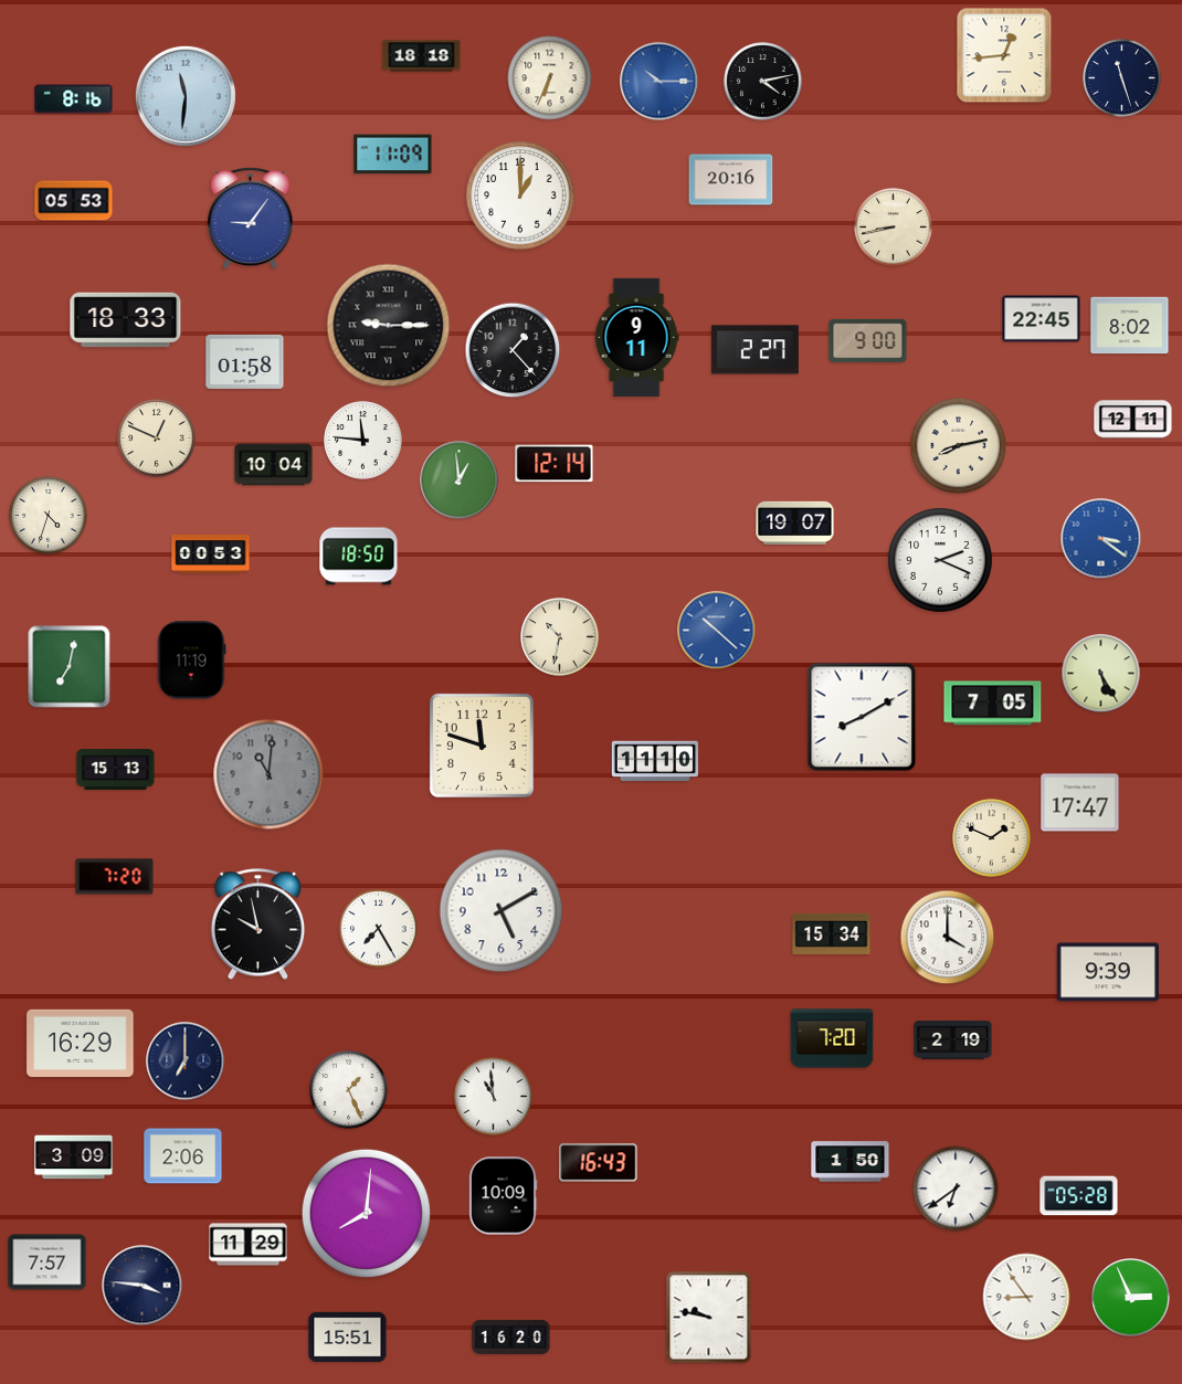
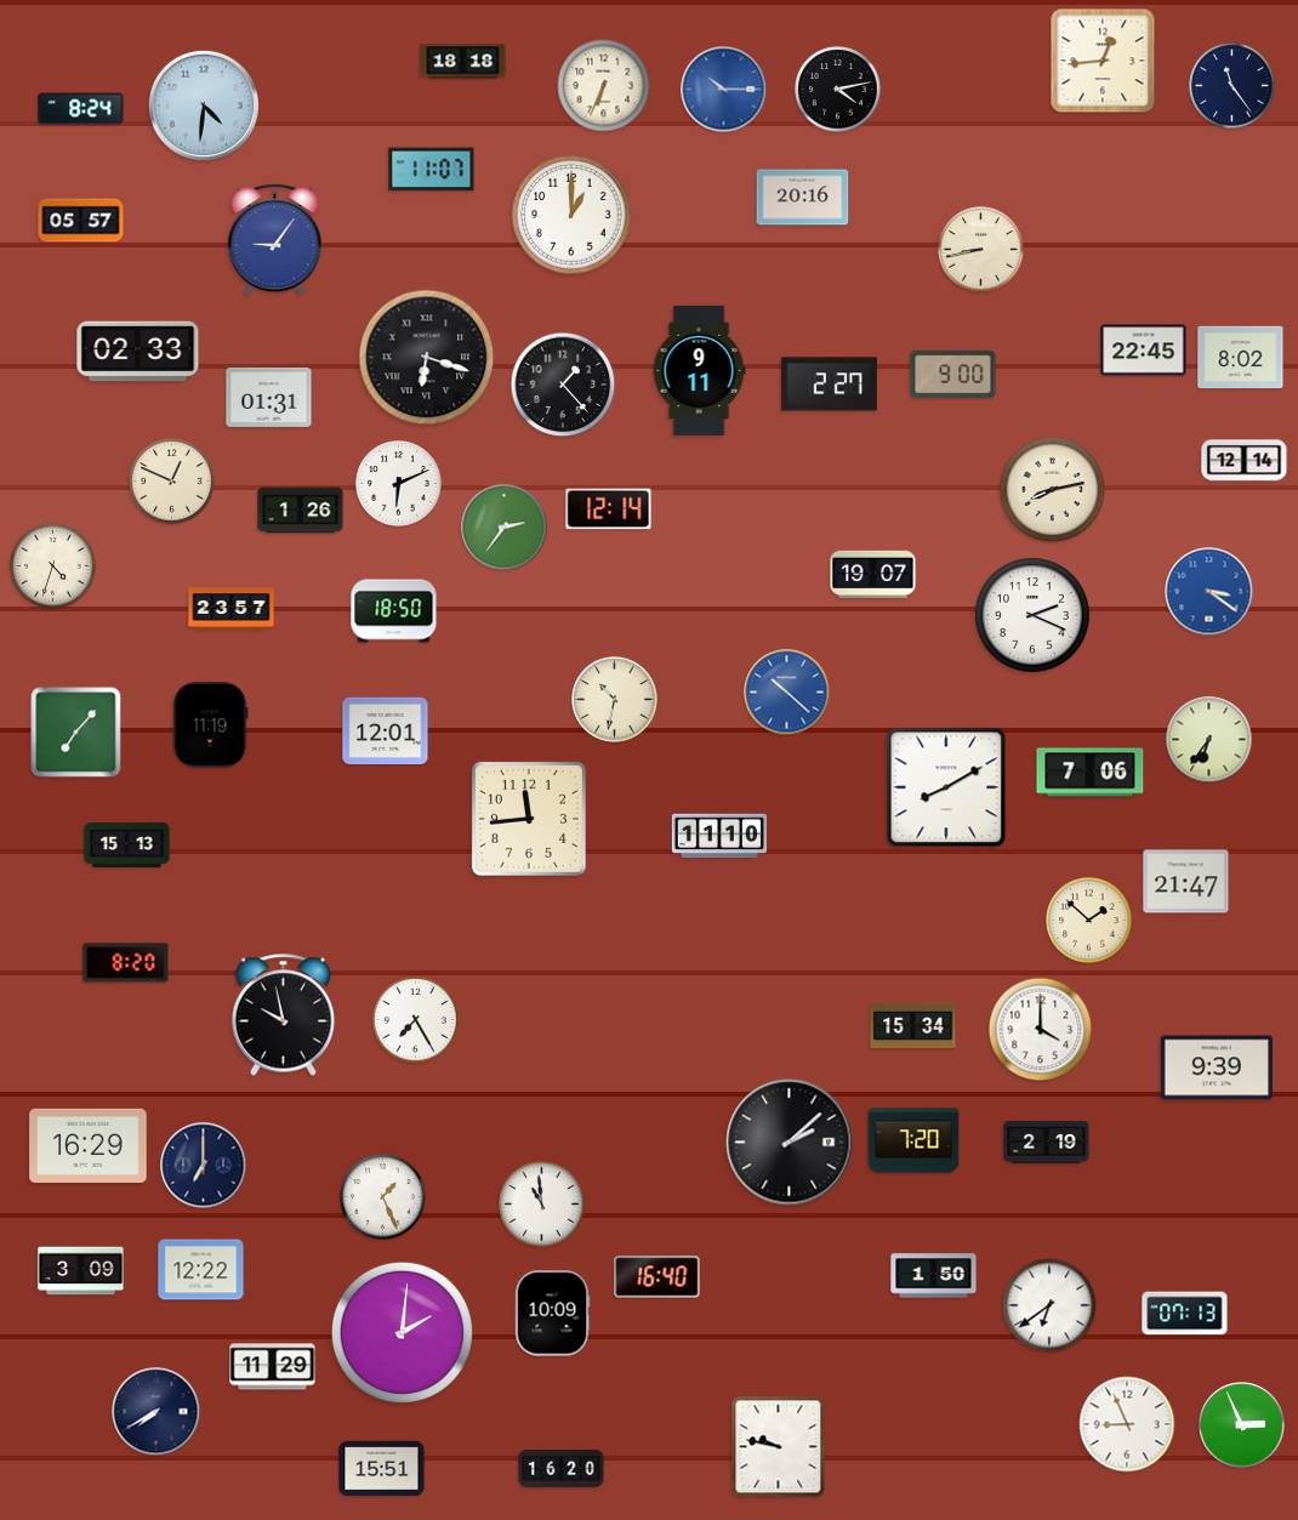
clock at (1122, 78): 11:27 -> 11:24
clock at (186, 96): 11:31 -> 4:31
clock at (74, 99): 8:16 -> 8:24
clock at (393, 155): 11:09 -> 11:07
clock at (74, 201): 05:53 -> 05:57
clock at (126, 320): 18:33 -> 02:33
clock at (389, 326): 9:15 -> 6:18
clock at (245, 361): 01:58 -> 01:31
clock at (1133, 420): 12:11 -> 12:14
clock at (363, 441): 11:46 -> 6:11
clock at (274, 465): 10:04 -> 1:26
clock at (460, 480): 12:59 -> 2:36
clock at (211, 554): 00:53 -> 23:57
clock at (386, 731): none -> 12:01
clock at (70, 667): 7:02 -> 7:07
clock at (1101, 674): 5:25 -> 6:36
clock at (993, 704): 7:05 -> 7:06
clock at (482, 746): 11:48 -> 11:44
clock at (268, 774): 11:01 -> none
clock at (1080, 803): 17:47 -> 21:47
clock at (992, 838): 1:49 -> 1:52
clock at (115, 877): 7:20 -> 8:20
clock at (502, 911): 5:10 -> none
clock at (790, 1143): none -> 2:08
clock at (183, 1156): 2:06 -> 12:22
clock at (599, 1163): 16:43 -> 16:40
clock at (1079, 1196): 05:28 -> 07:13
clock at (366, 1213): 8:01 -> 2:01
clock at (48, 1262): 7:57 -> none
clock at (143, 1286): 3:46 -> 7:40
clock at (1026, 1297): 8:54 -> 8:56
